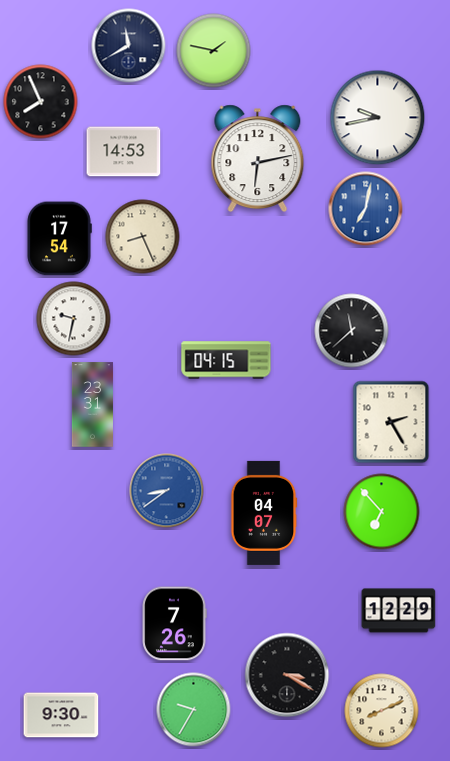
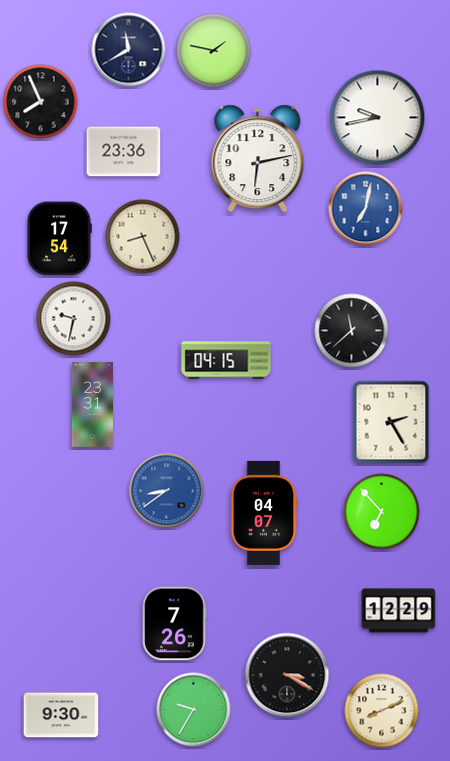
clock at (129, 46) position: (129, 46) -> (129, 50)
clock at (124, 152): 14:53 -> 23:36
